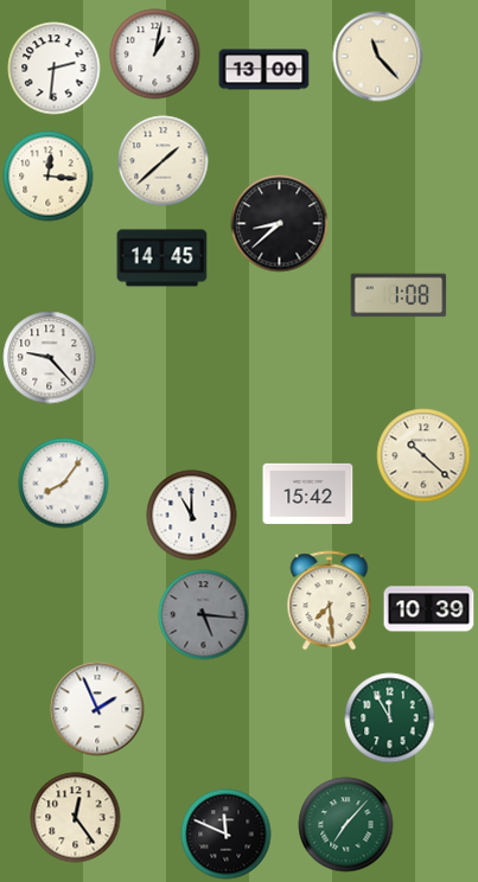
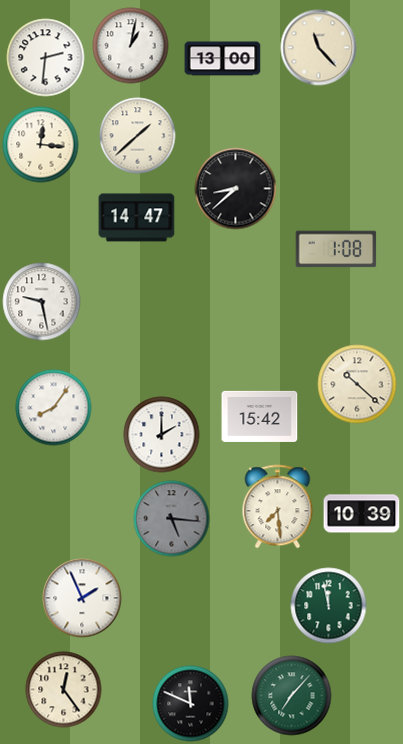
clock at (49, 177) position: (49, 177) -> (41, 145)
clock at (162, 258): 14:45 -> 14:47
clock at (50, 358): 9:23 -> 9:28
clock at (192, 516): 11:00 -> 2:00
clock at (390, 718): 11:55 -> 11:58
